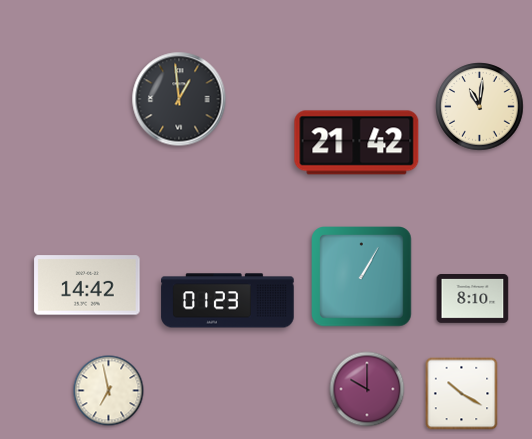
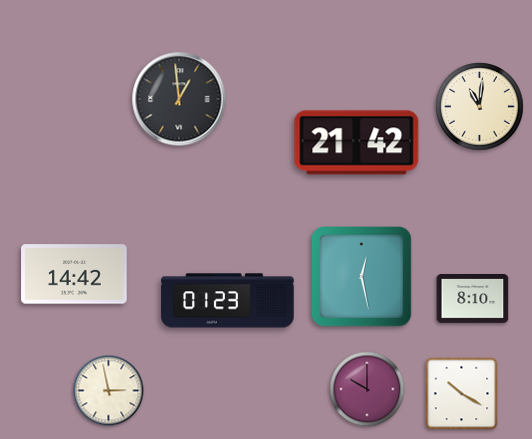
clock at (362, 277): 1:05 -> 12:28
clock at (87, 285) position: (87, 285) -> (74, 274)
clock at (109, 391): 6:58 -> 2:58
